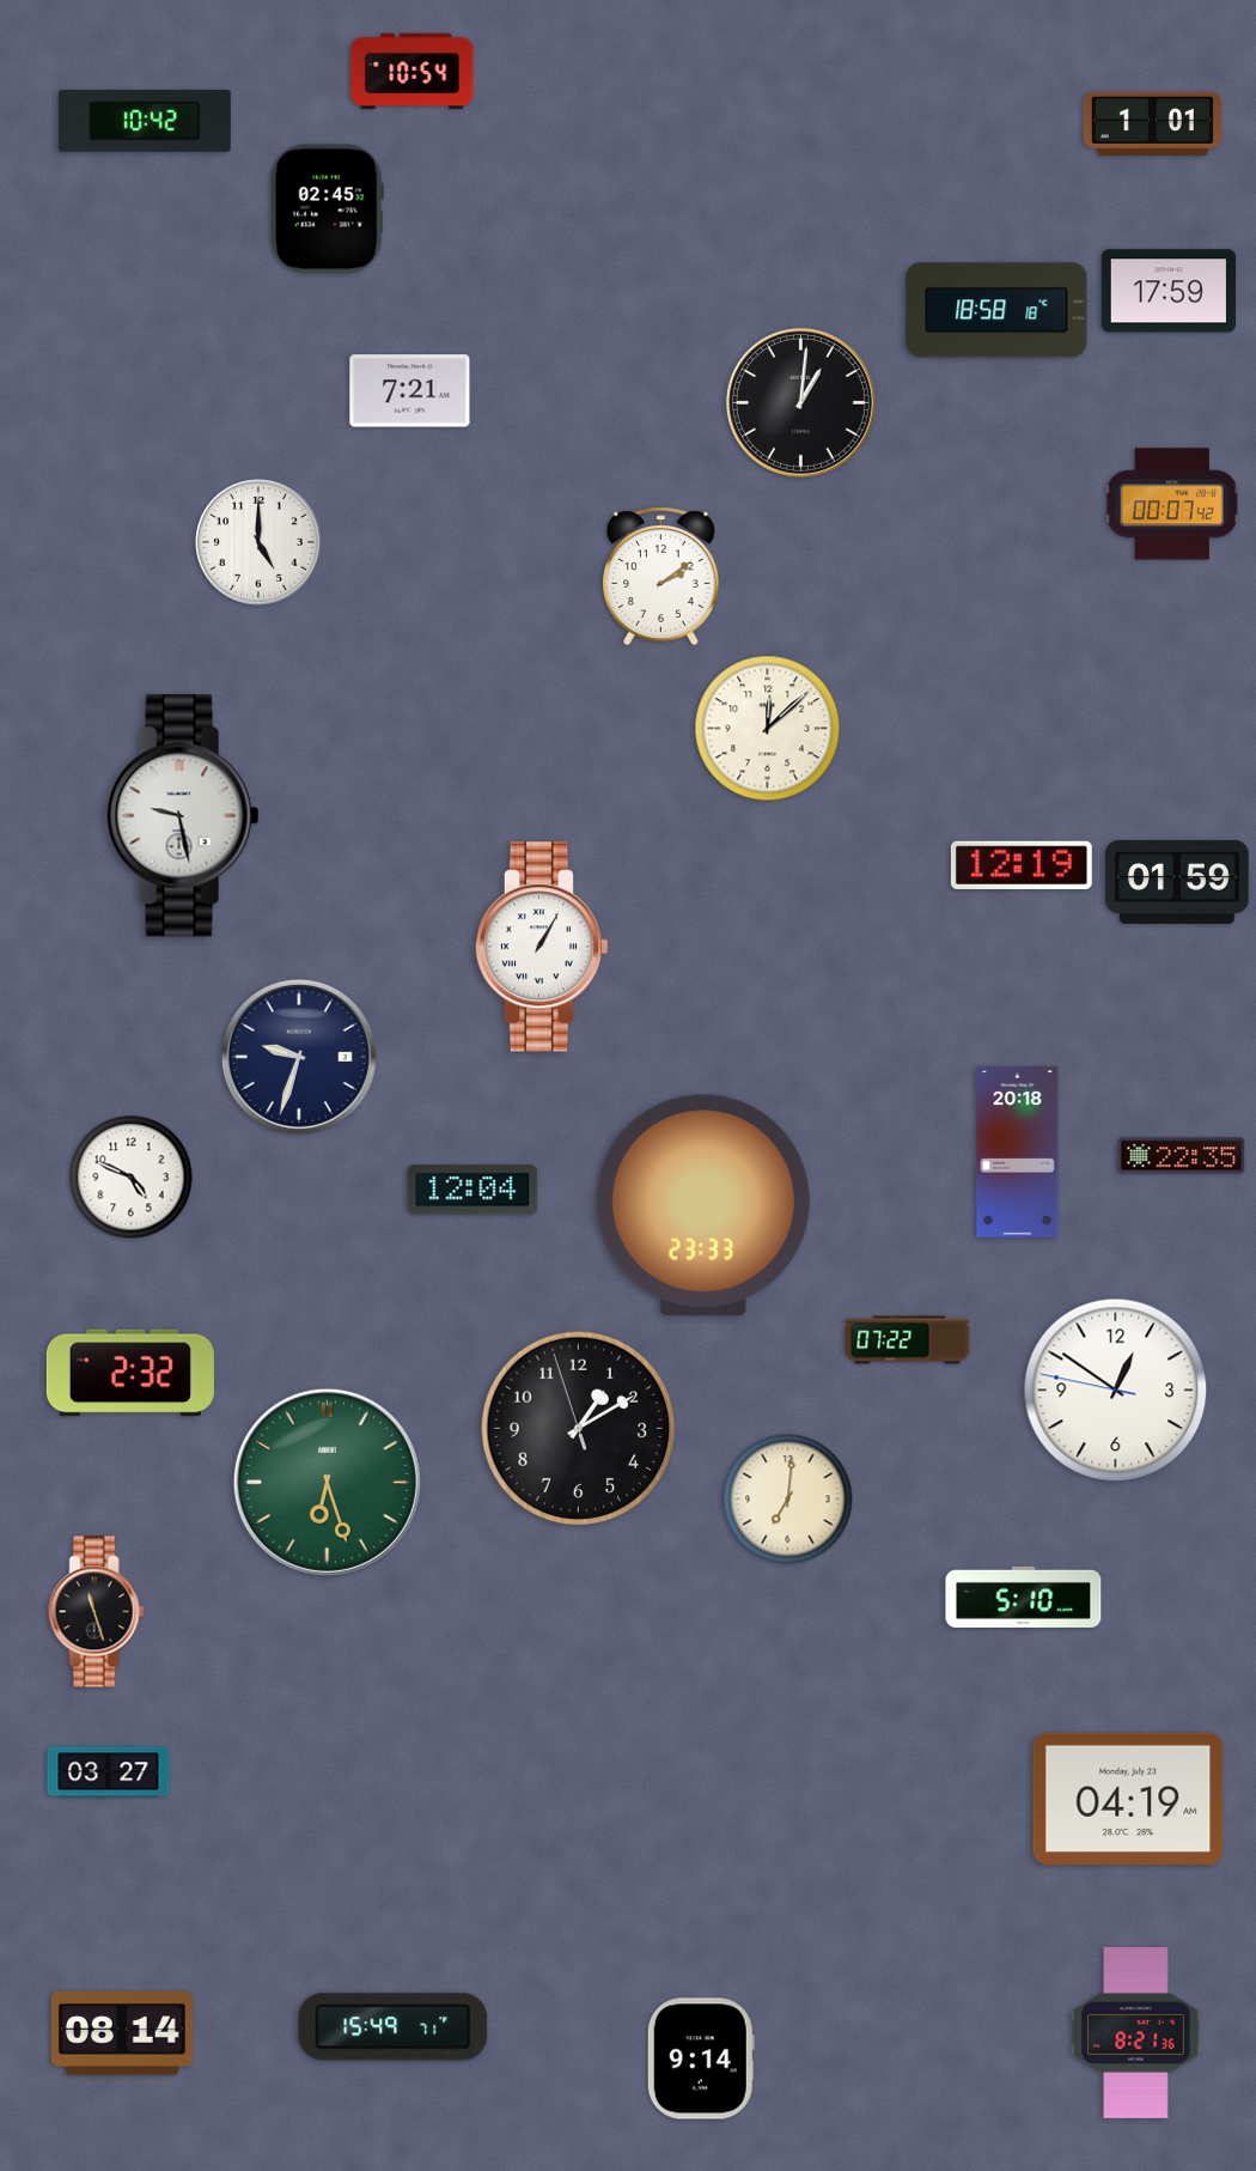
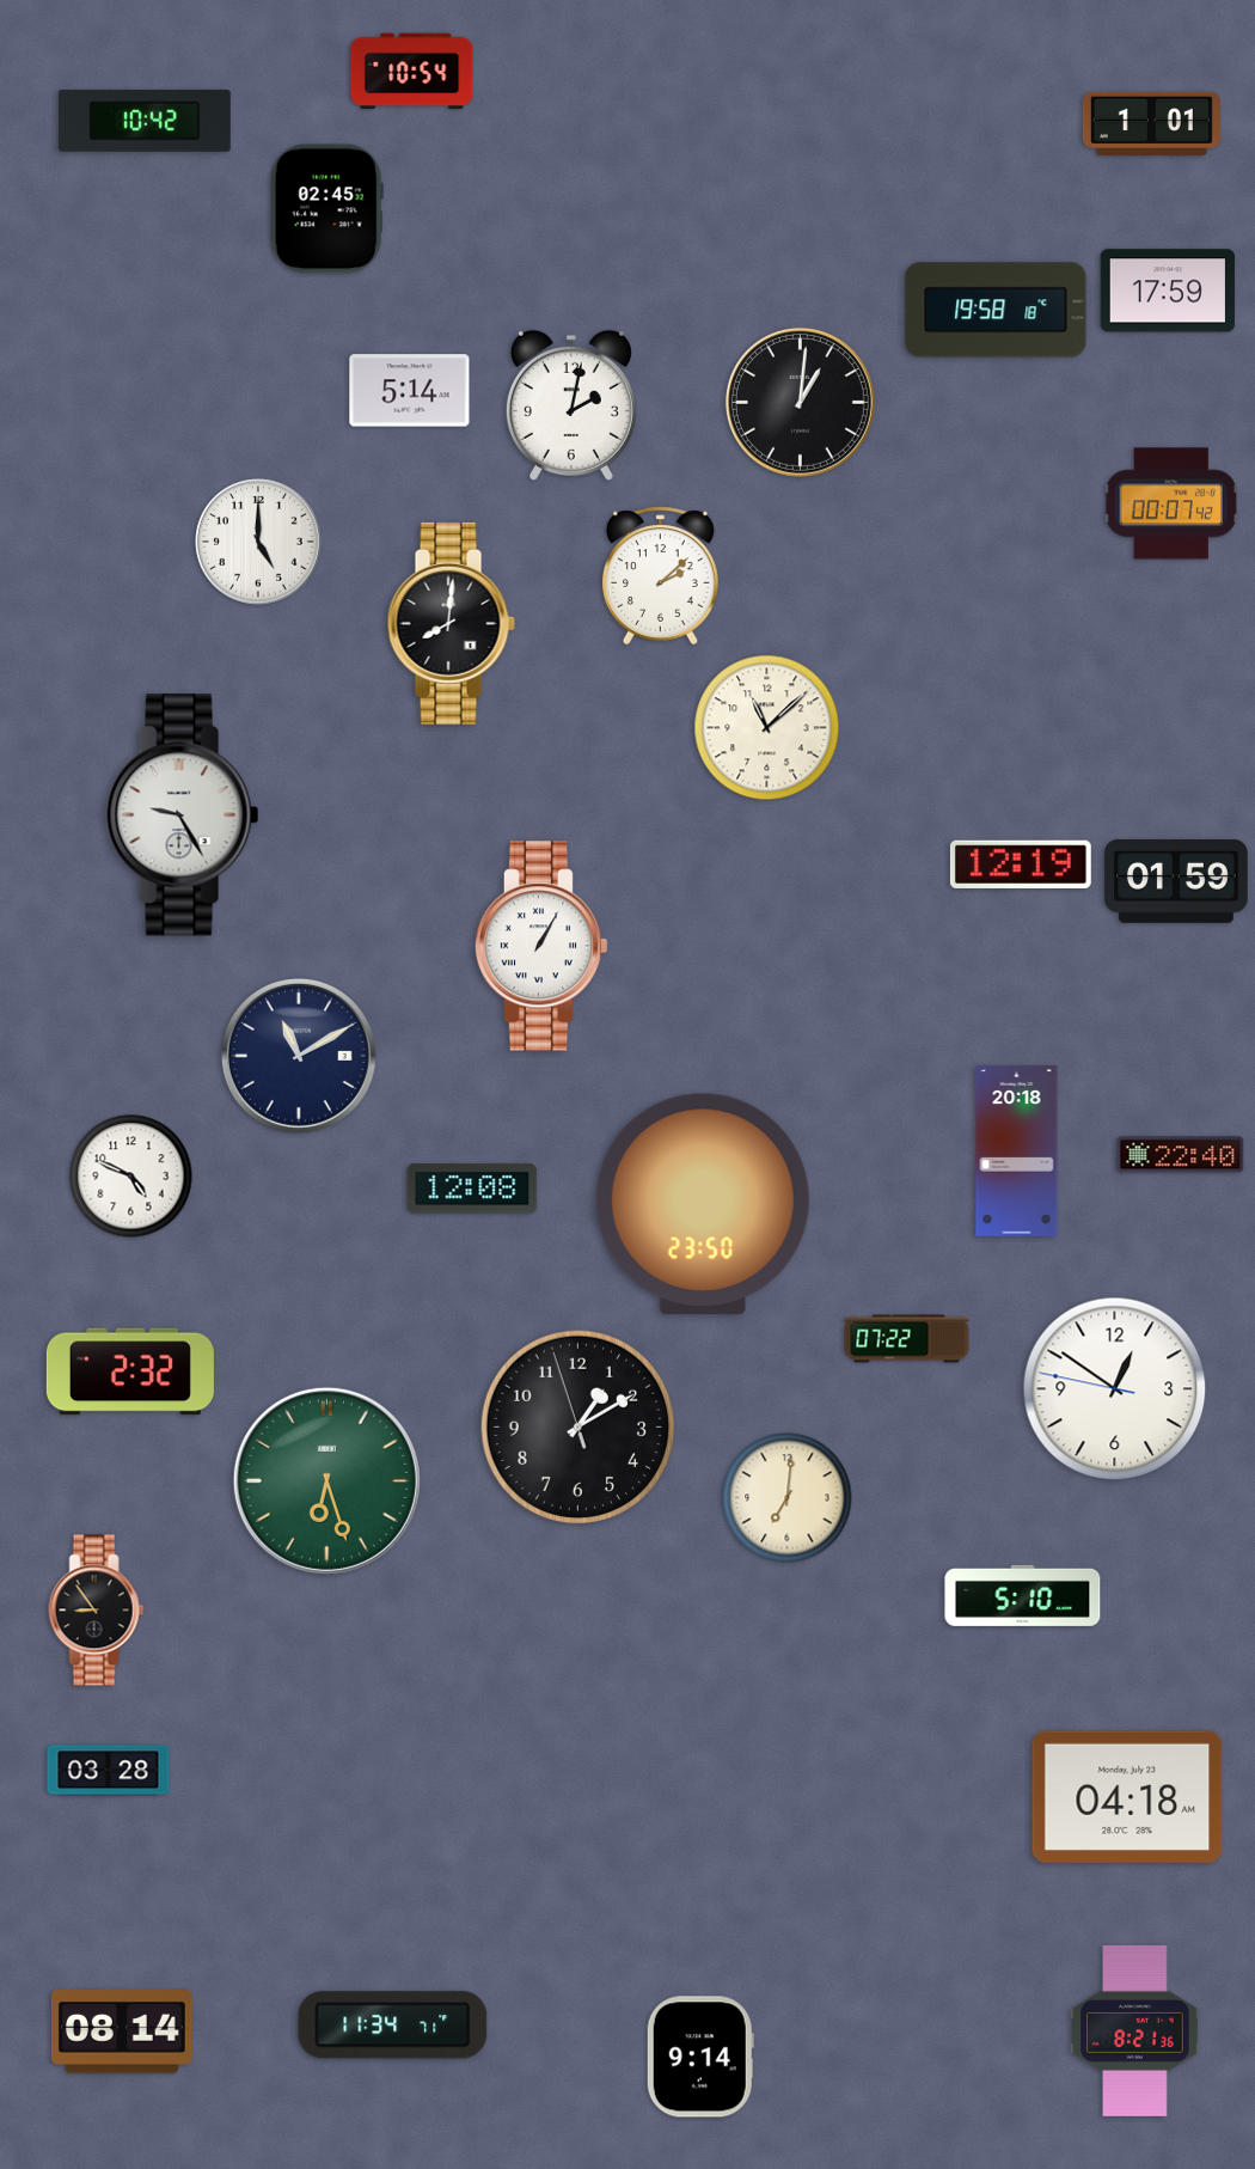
clock at (996, 310): 18:58 -> 19:58
clock at (410, 391): 7:21 -> 5:14
clock at (571, 405): none -> 2:02
clock at (661, 577): 2:09 -> 2:08
clock at (451, 623): none -> 8:01
clock at (768, 729): 12:08 -> 11:08
clock at (183, 816): 9:28 -> 9:25
clock at (299, 1057): 9:33 -> 11:10
clock at (1182, 1156): 22:35 -> 22:40
clock at (472, 1190): 12:04 -> 12:08
clock at (703, 1205): 23:33 -> 23:50
clock at (97, 1612): 11:27 -> 8:54
clock at (109, 1772): 03:27 -> 03:28
clock at (1128, 1799): 04:19 -> 04:18
clock at (394, 2027): 15:49 -> 11:34
